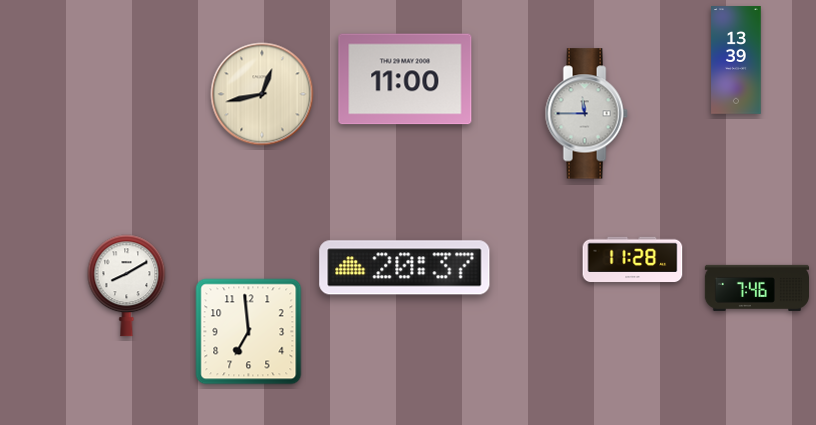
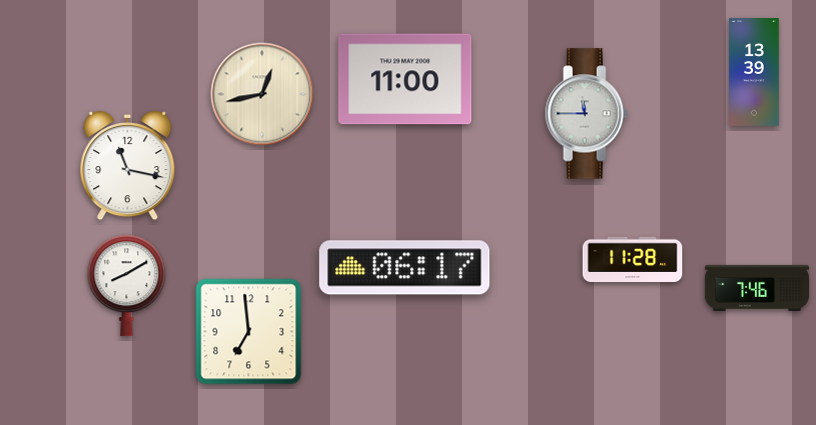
clock at (736, 60) position: (736, 60) -> (754, 72)
clock at (128, 166): none -> 11:17
clock at (405, 268): 20:37 -> 06:17
